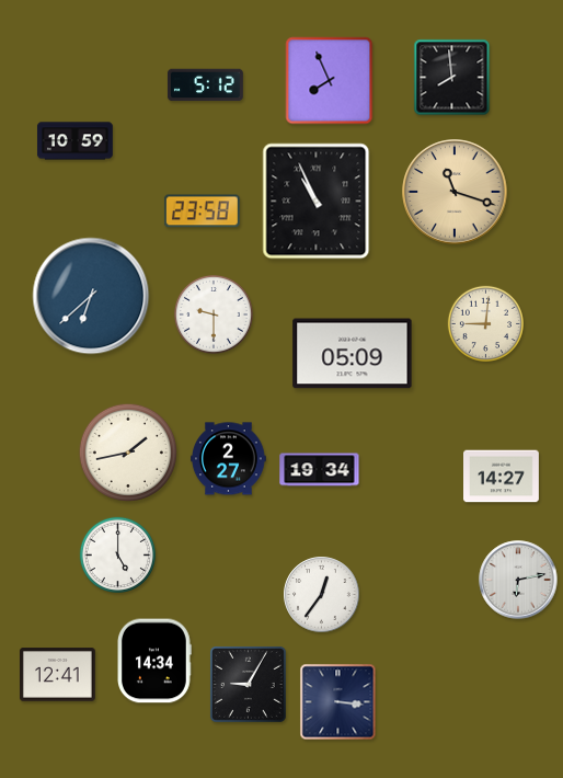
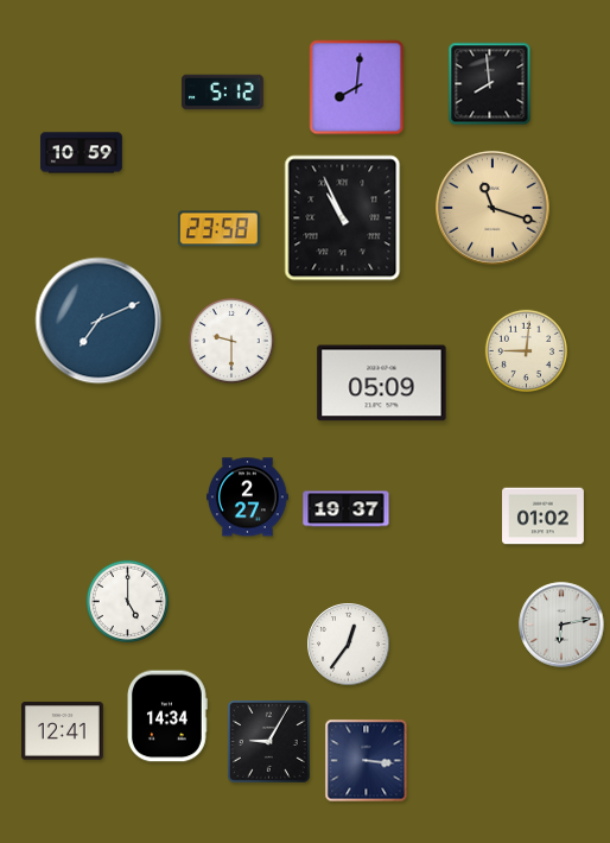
clock at (330, 81): 7:56 -> 8:01
clock at (91, 296): 6:38 -> 7:11
clock at (127, 451): 1:43 -> none
clock at (320, 470): 19:34 -> 19:37
clock at (502, 477): 14:27 -> 01:02
clock at (518, 580) position: (518, 580) -> (561, 625)
